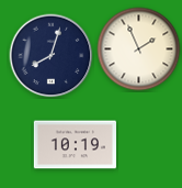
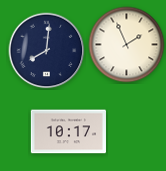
clock at (52, 56): 8:03 -> 8:01
clock at (75, 145): 10:19 -> 10:17
